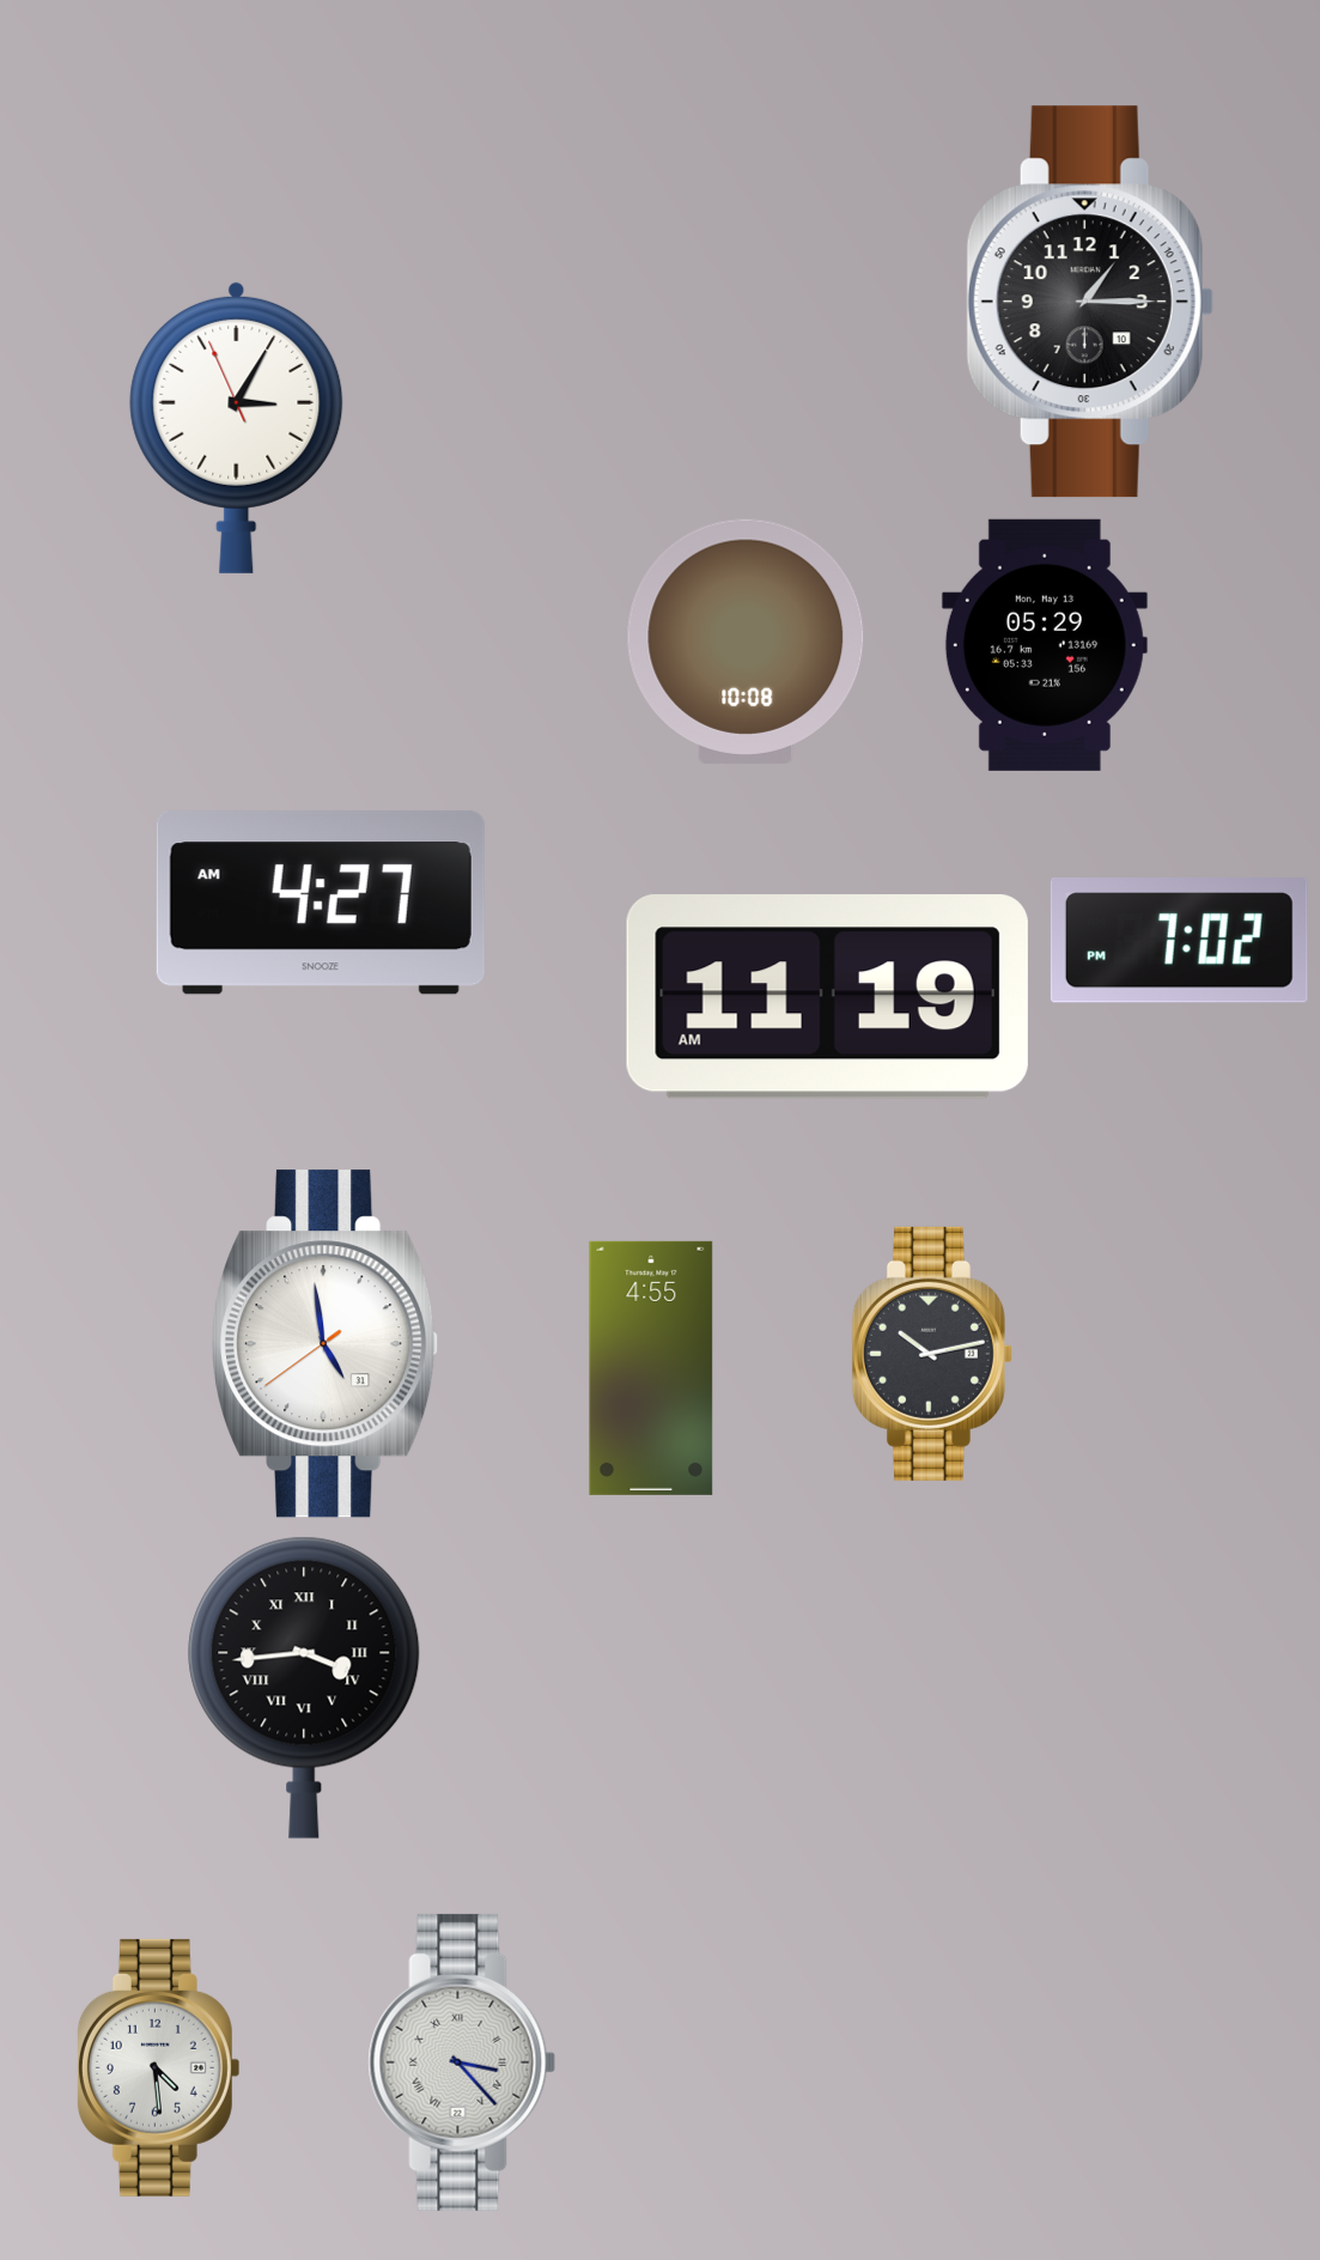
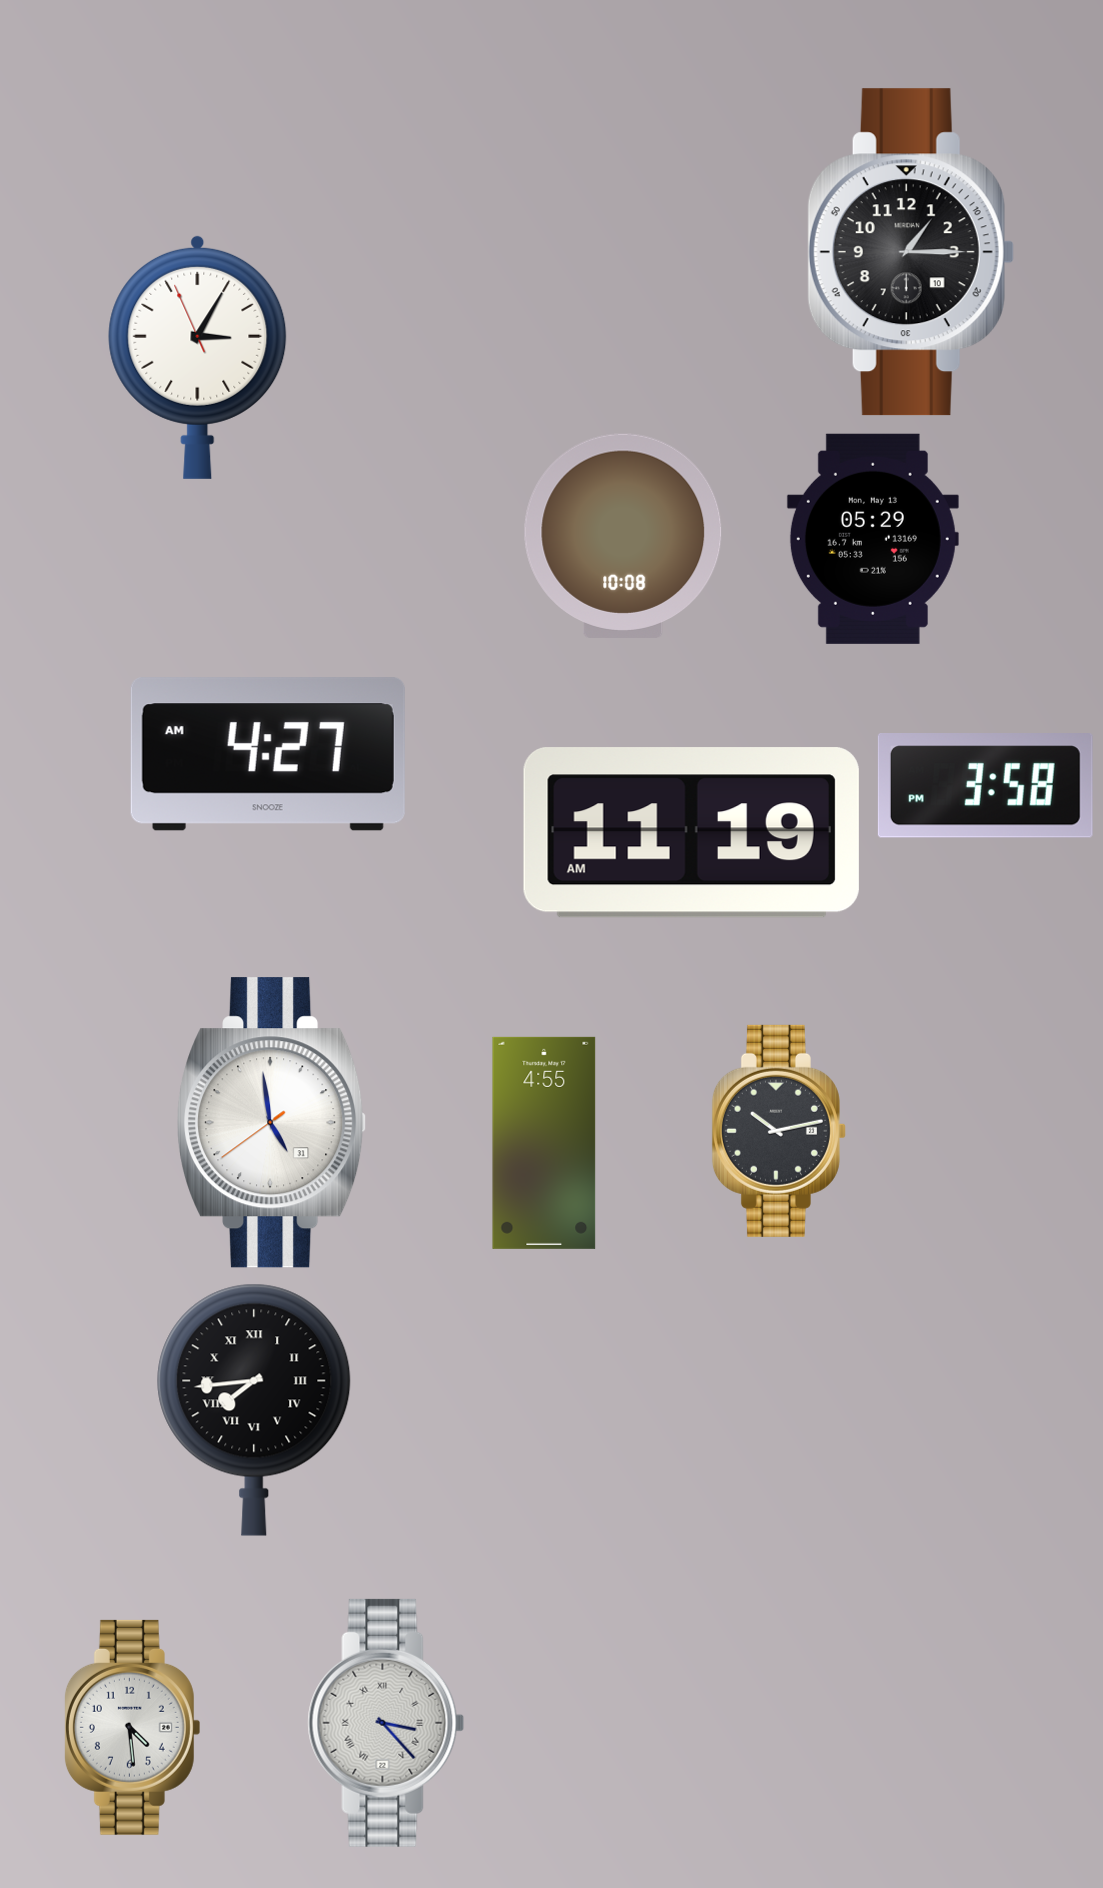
clock at (1179, 941): 7:02 -> 3:58
clock at (304, 1688): 3:44 -> 7:44
